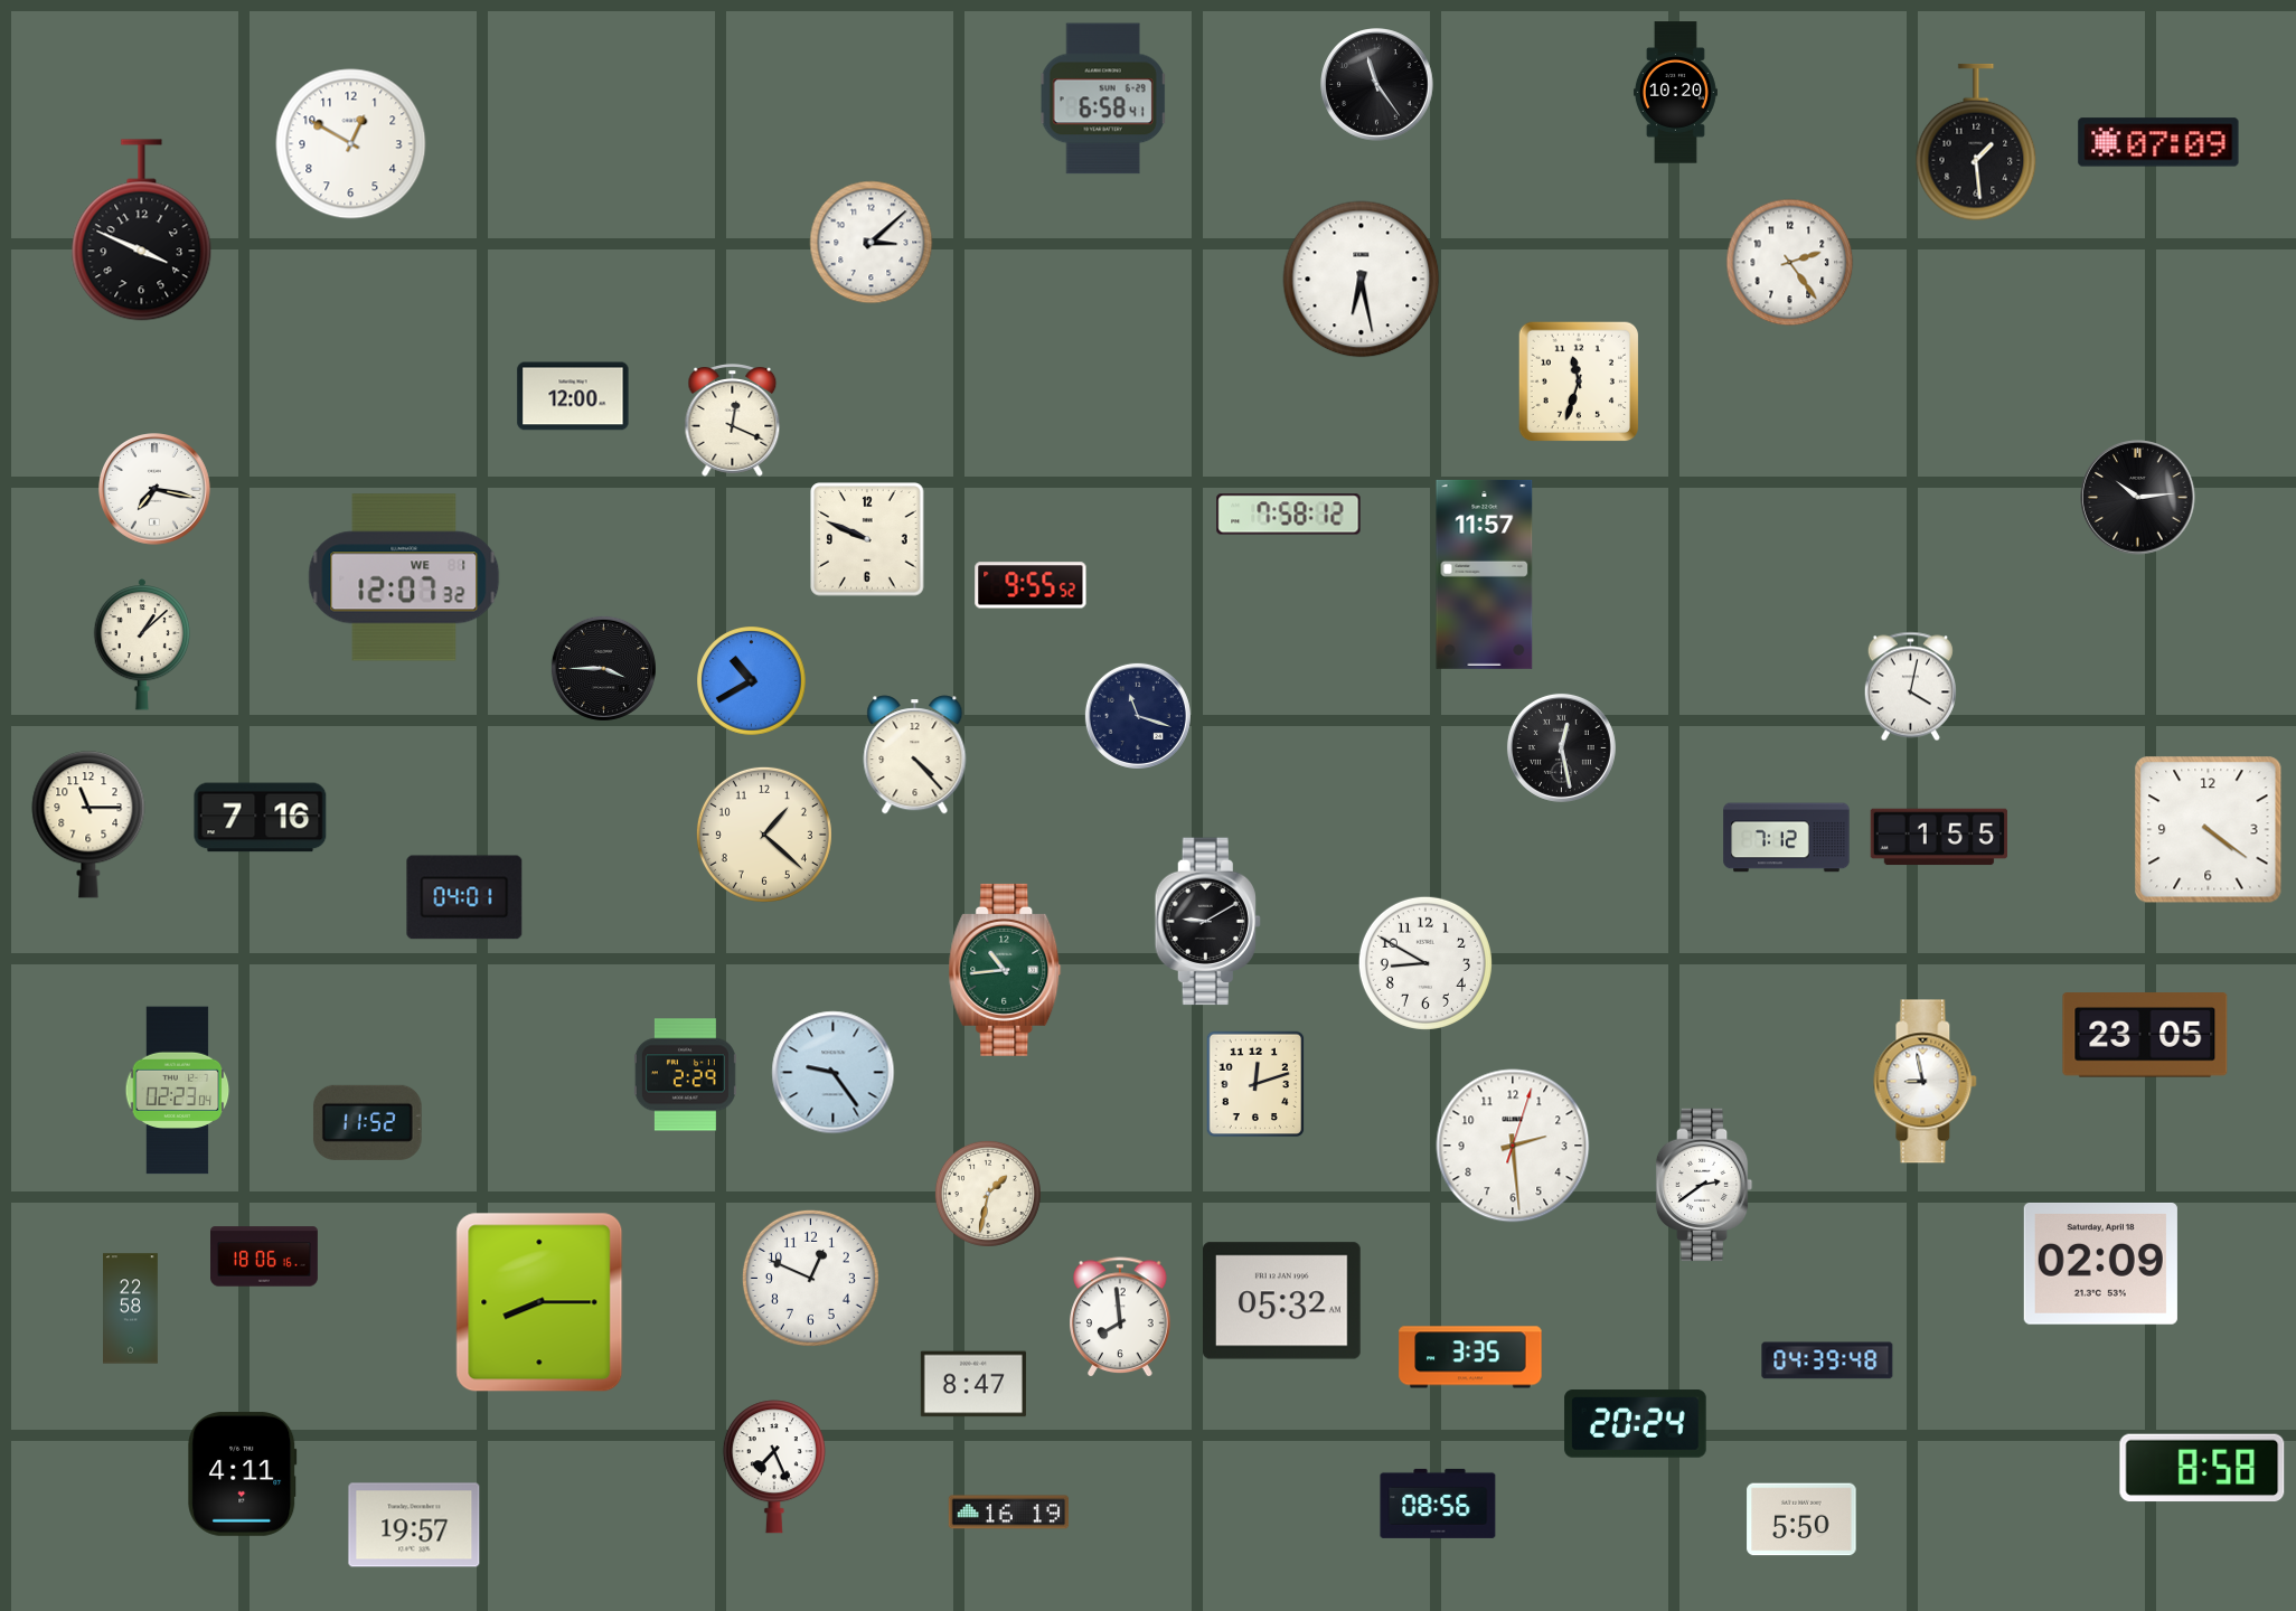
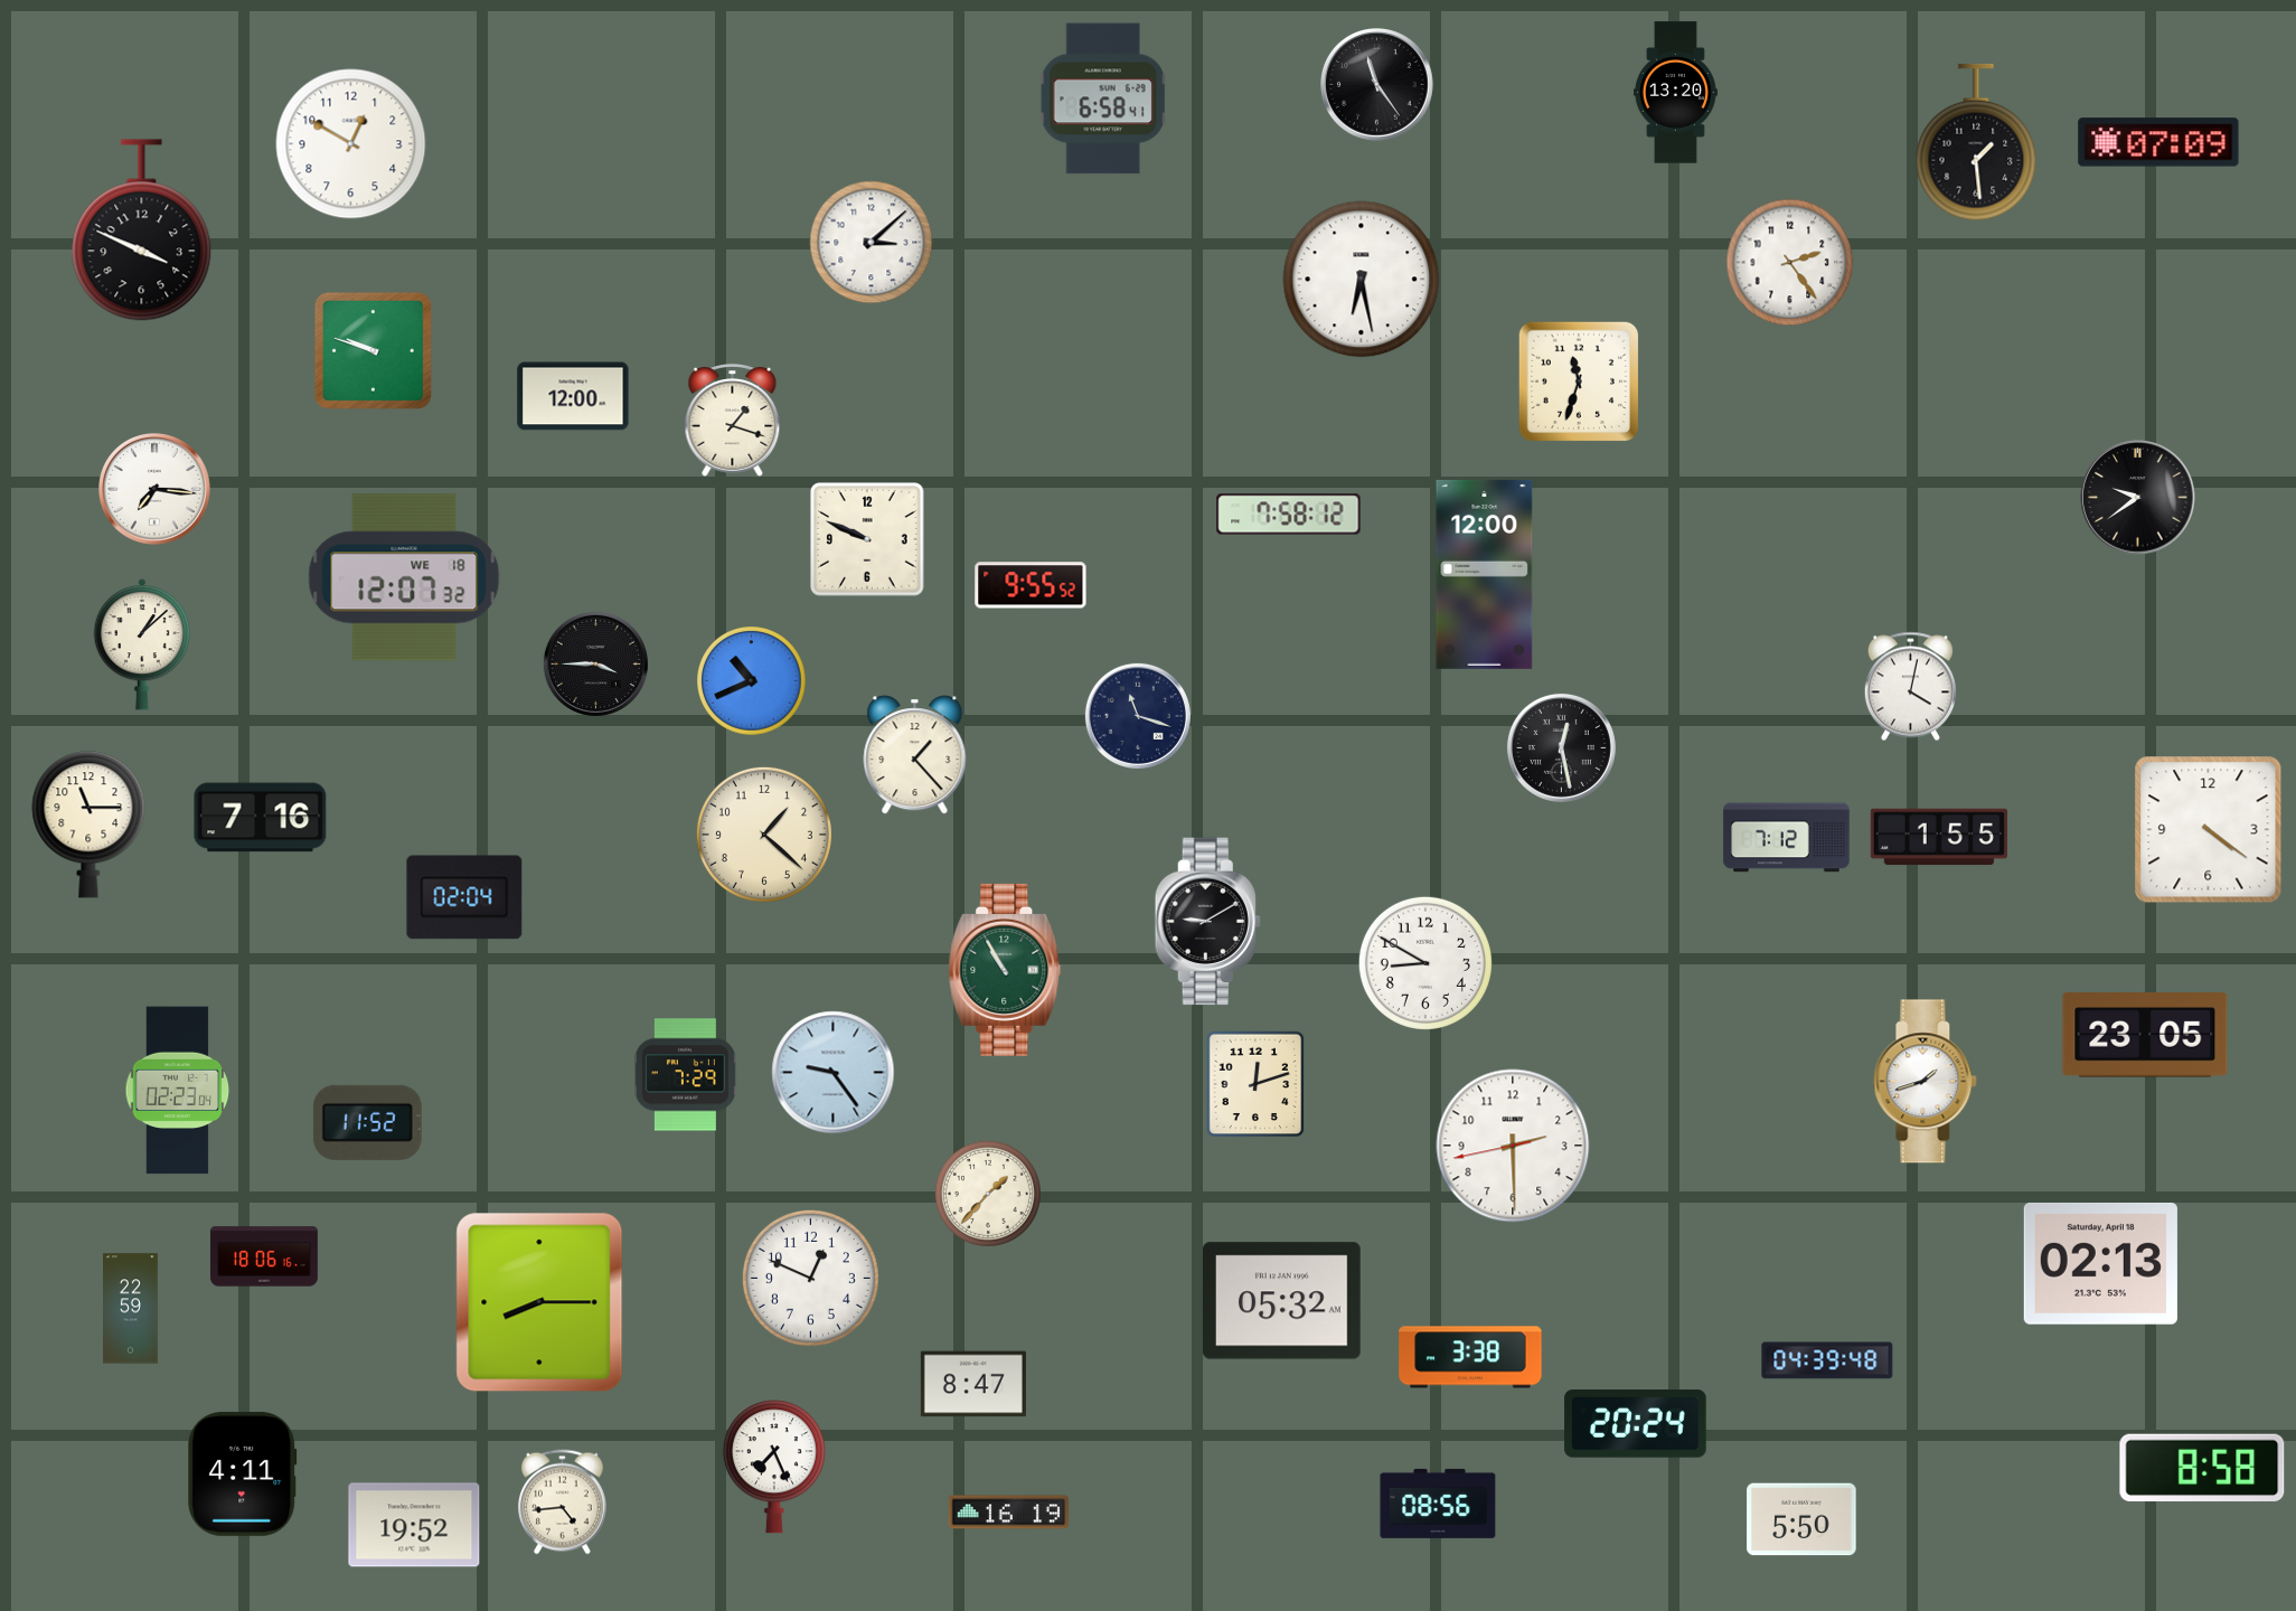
clock at (1675, 93): 10:20 -> 13:20
clock at (373, 350): none -> 9:48
clock at (733, 421): 12:19 -> 1:18
clock at (156, 490): 7:17 -> 7:16
clock at (2138, 498): 10:14 -> 9:39
clock at (1485, 574): 11:57 -> 12:00
clock at (404, 577) date: WE 1 -> WE 18
clock at (603, 668) position: (603, 668) -> (595, 663)
clock at (752, 681): 10:40 -> 10:41
clock at (915, 755): 4:23 -> 1:23
clock at (464, 897): 04:01 -> 02:04
clock at (1005, 970): 10:44 -> 10:55
clock at (685, 1075): 2:29 -> 7:29
clock at (1926, 1082): 8:58 -> 1:42
clock at (1513, 1146): 2:29:03 -> 2:29:43
clock at (1704, 1185): 2:39 -> none
clock at (988, 1194): 1:32 -> 1:37
clock at (2100, 1263): 02:09 -> 02:13
clock at (131, 1309): 22:58 -> 22:59
clock at (1120, 1317): 7:59 -> none
clock at (1470, 1357): 3:35 -> 3:38
clock at (562, 1502): none -> 4:44
clock at (414, 1525): 19:57 -> 19:52
